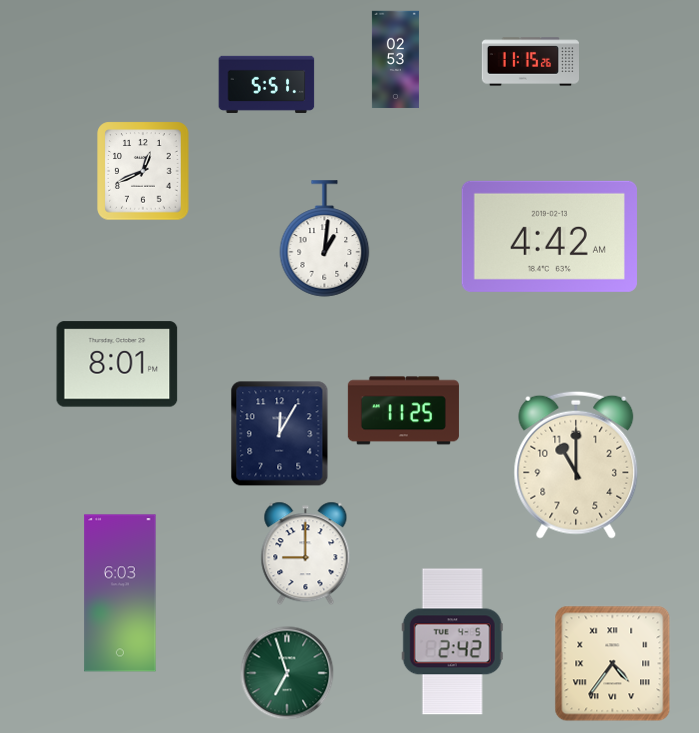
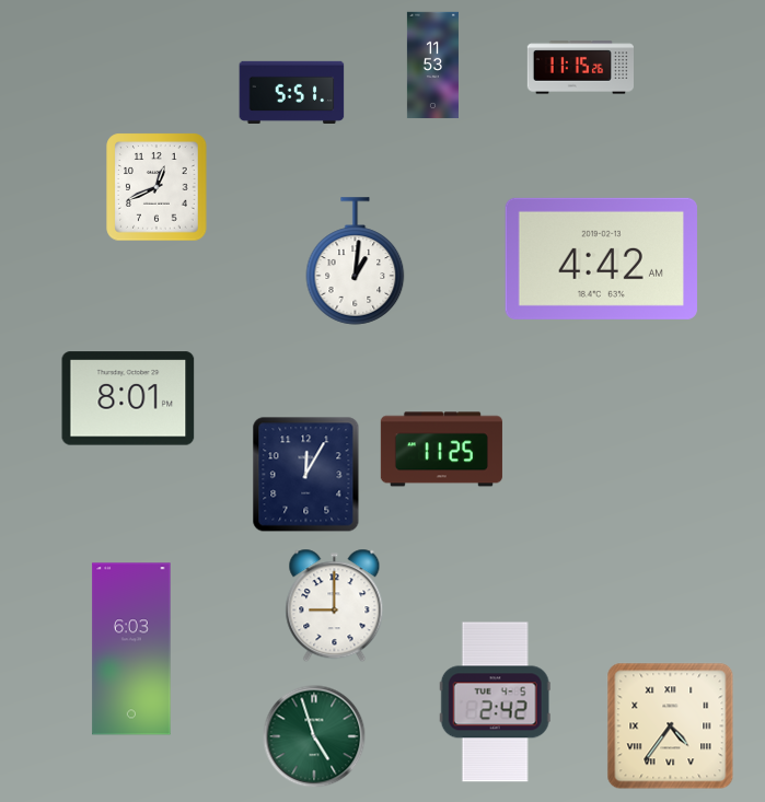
clock at (395, 60): 02:53 -> 11:53
clock at (576, 465): 11:00 -> none
clock at (287, 673): 6:57 -> 4:57
